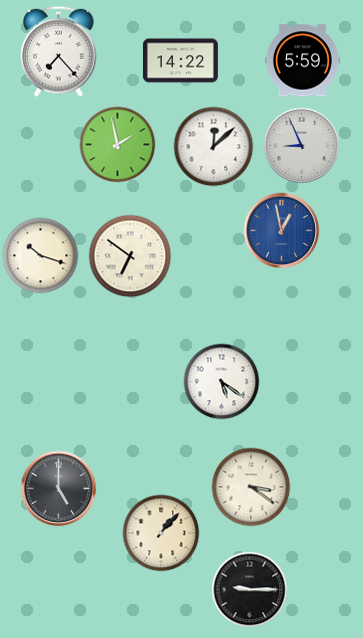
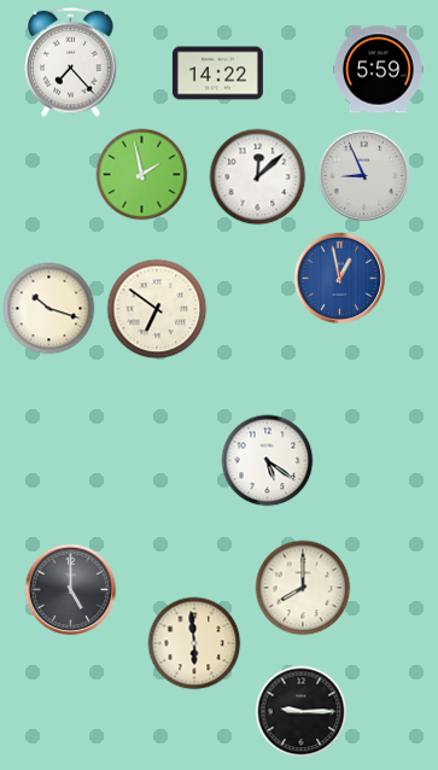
clock at (302, 61) position: (302, 61) -> (378, 70)
clock at (251, 487): 3:21 -> 8:00
clock at (161, 533): 1:07 -> 5:59
